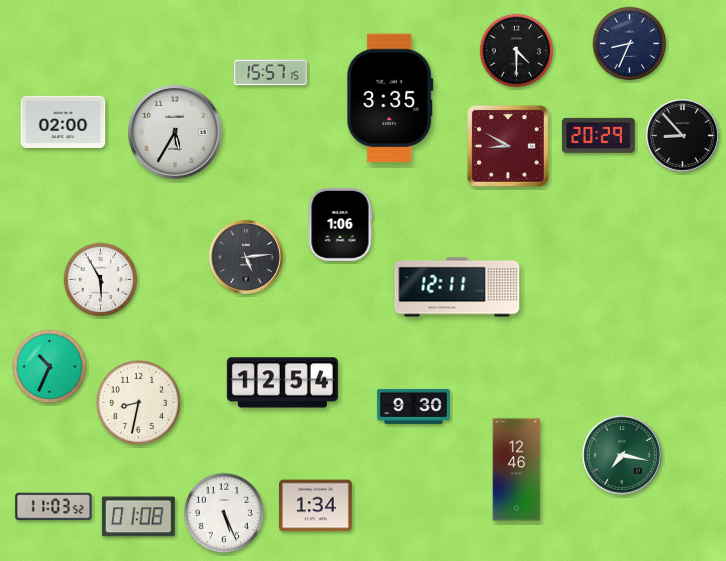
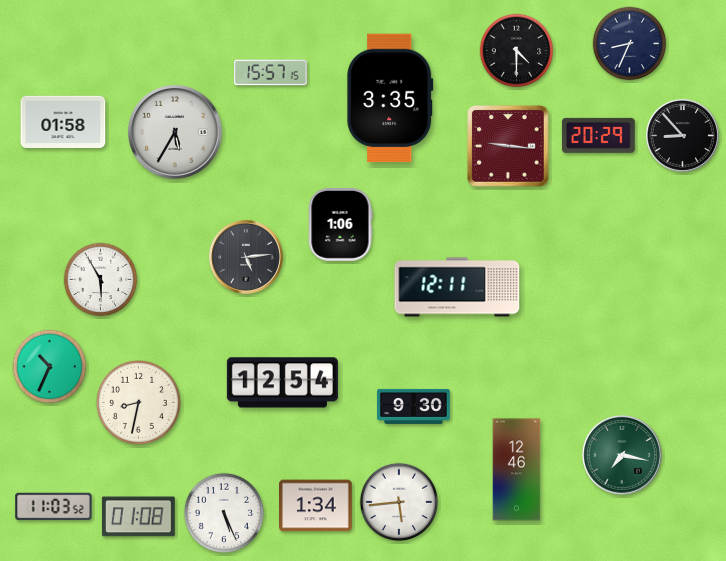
clock at (63, 121): 02:00 -> 01:58
clock at (509, 147): 8:50 -> 9:16
clock at (398, 501): none -> 5:44
